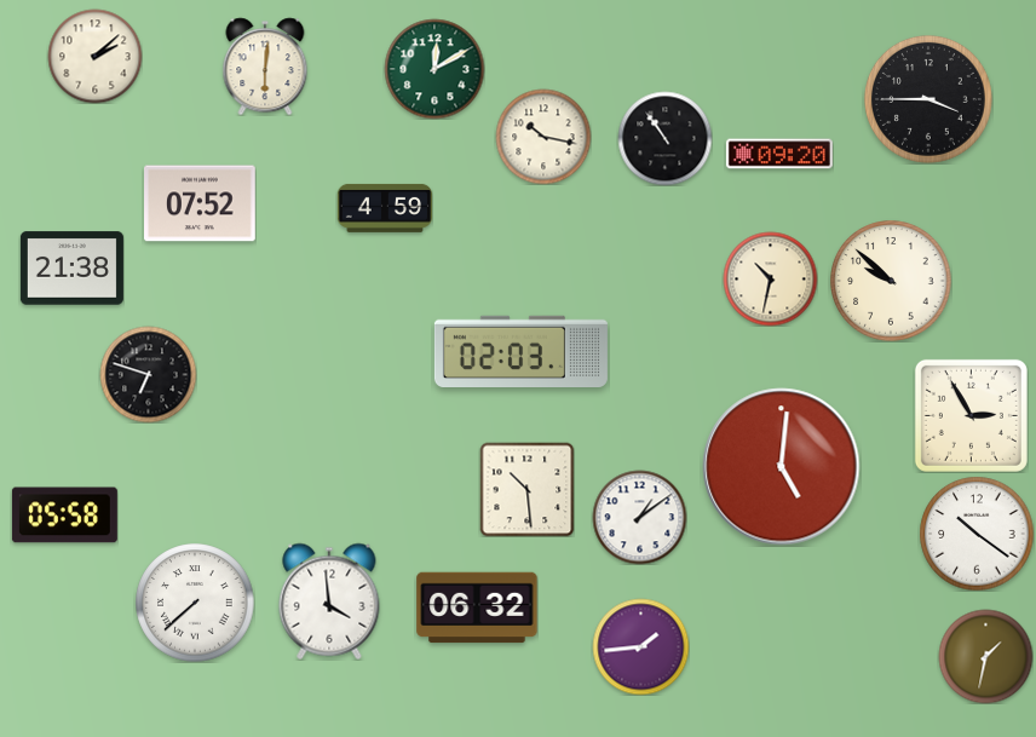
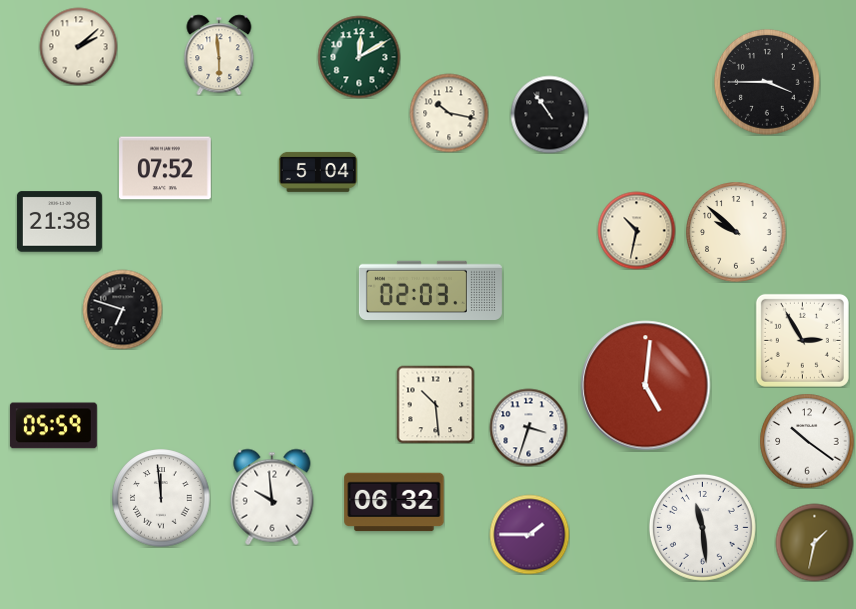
clock at (265, 67): 6:01 -> 5:59
clock at (779, 154): 09:20 -> none
clock at (385, 208): 4:59 -> 5:04
clock at (971, 415) position: (971, 415) -> (802, 340)
clock at (64, 516): 05:58 -> 05:59
clock at (639, 517): 1:09 -> 3:33
clock at (329, 601): 3:59 -> 9:59
clock at (195, 603): 7:38 -> 11:59
clock at (702, 527): none -> 11:29
clock at (640, 646): 1:44 -> 1:45
